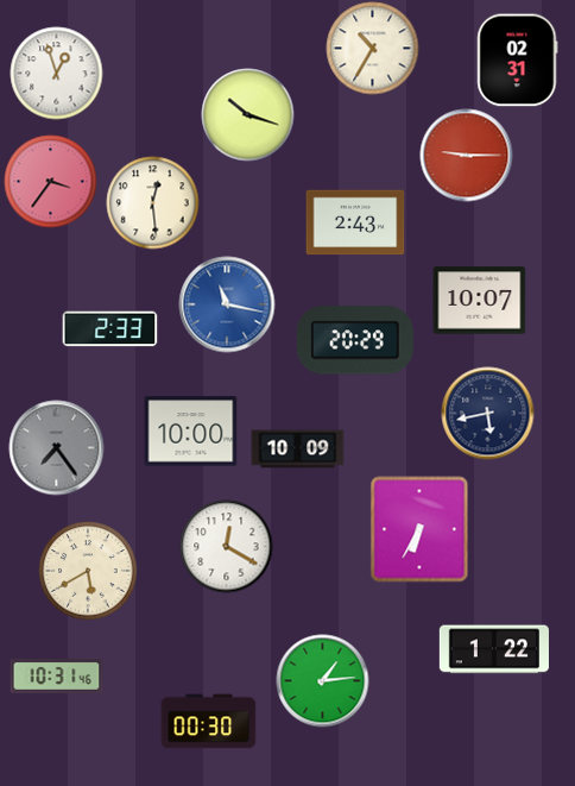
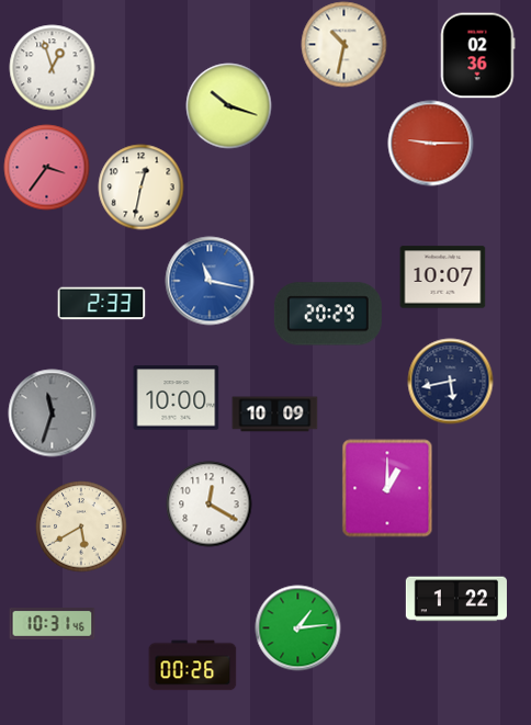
clock at (372, 48): 10:35 -> 10:32
clock at (518, 59): 02:31 -> 02:36
clock at (152, 202): 12:29 -> 12:32
clock at (355, 222): 2:43 -> none
clock at (56, 447): 7:24 -> 11:33
clock at (419, 529): 6:35 -> 1:00
clock at (208, 722): 00:30 -> 00:26
